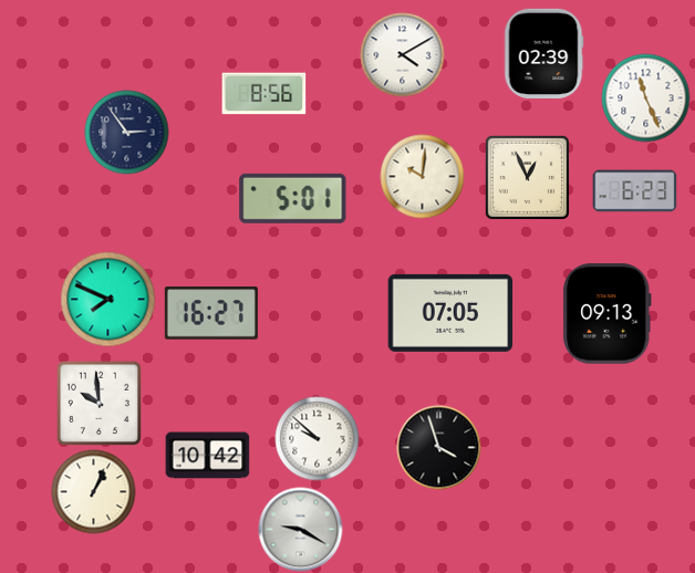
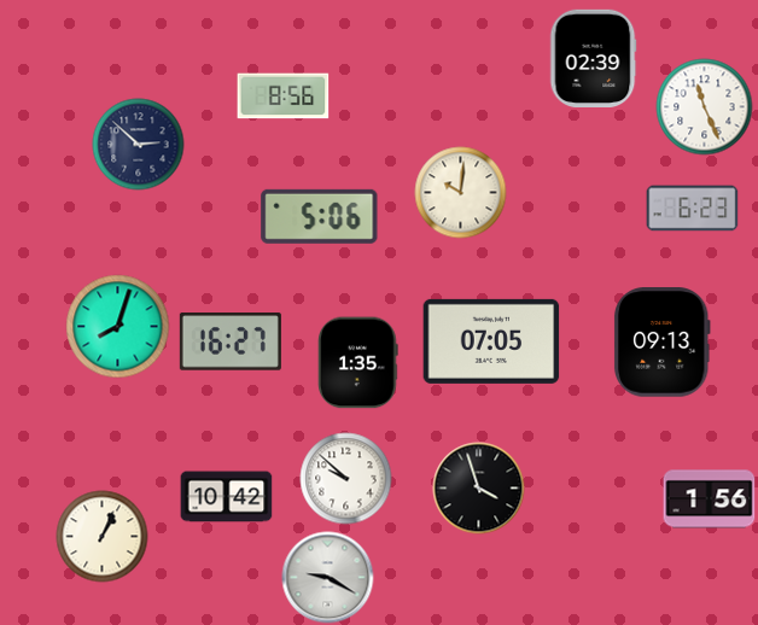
clock at (403, 55): 4:10 -> none
clock at (264, 94) position: (264, 94) -> (284, 97)
clock at (127, 133): 2:54 -> 2:52
clock at (527, 177): 12:56 -> none
clock at (293, 198): 5:01 -> 5:06
clock at (108, 300): 7:49 -> 8:03
clock at (358, 363): none -> 1:35
clock at (98, 403): 9:59 -> none
clock at (710, 500): none -> 1:56
